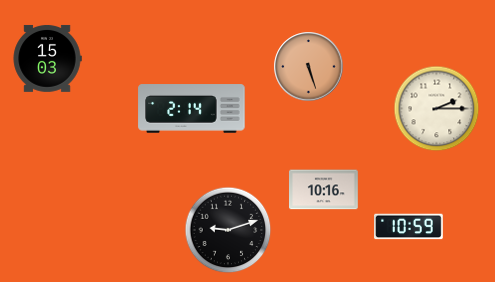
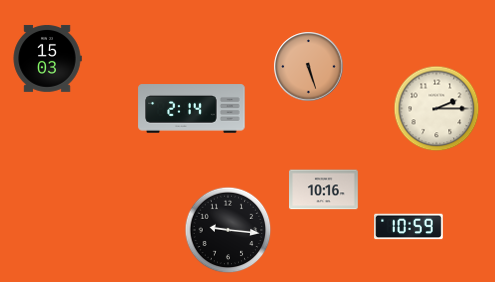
clock at (228, 230): 9:12 -> 9:16
